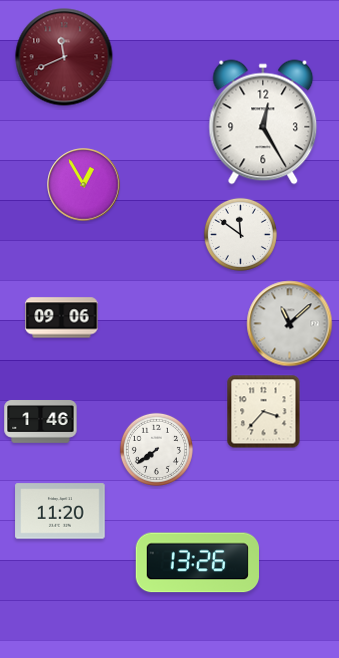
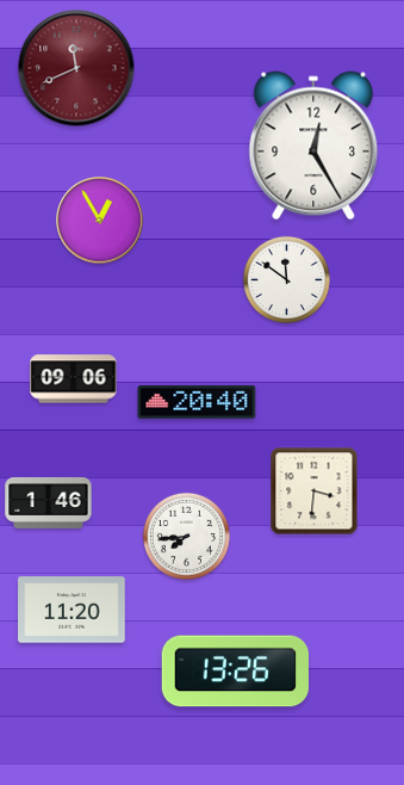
clock at (290, 324): 11:08 -> none
clock at (197, 402): none -> 20:40
clock at (264, 412): 3:37 -> 3:31
clock at (156, 449): 7:39 -> 7:44
